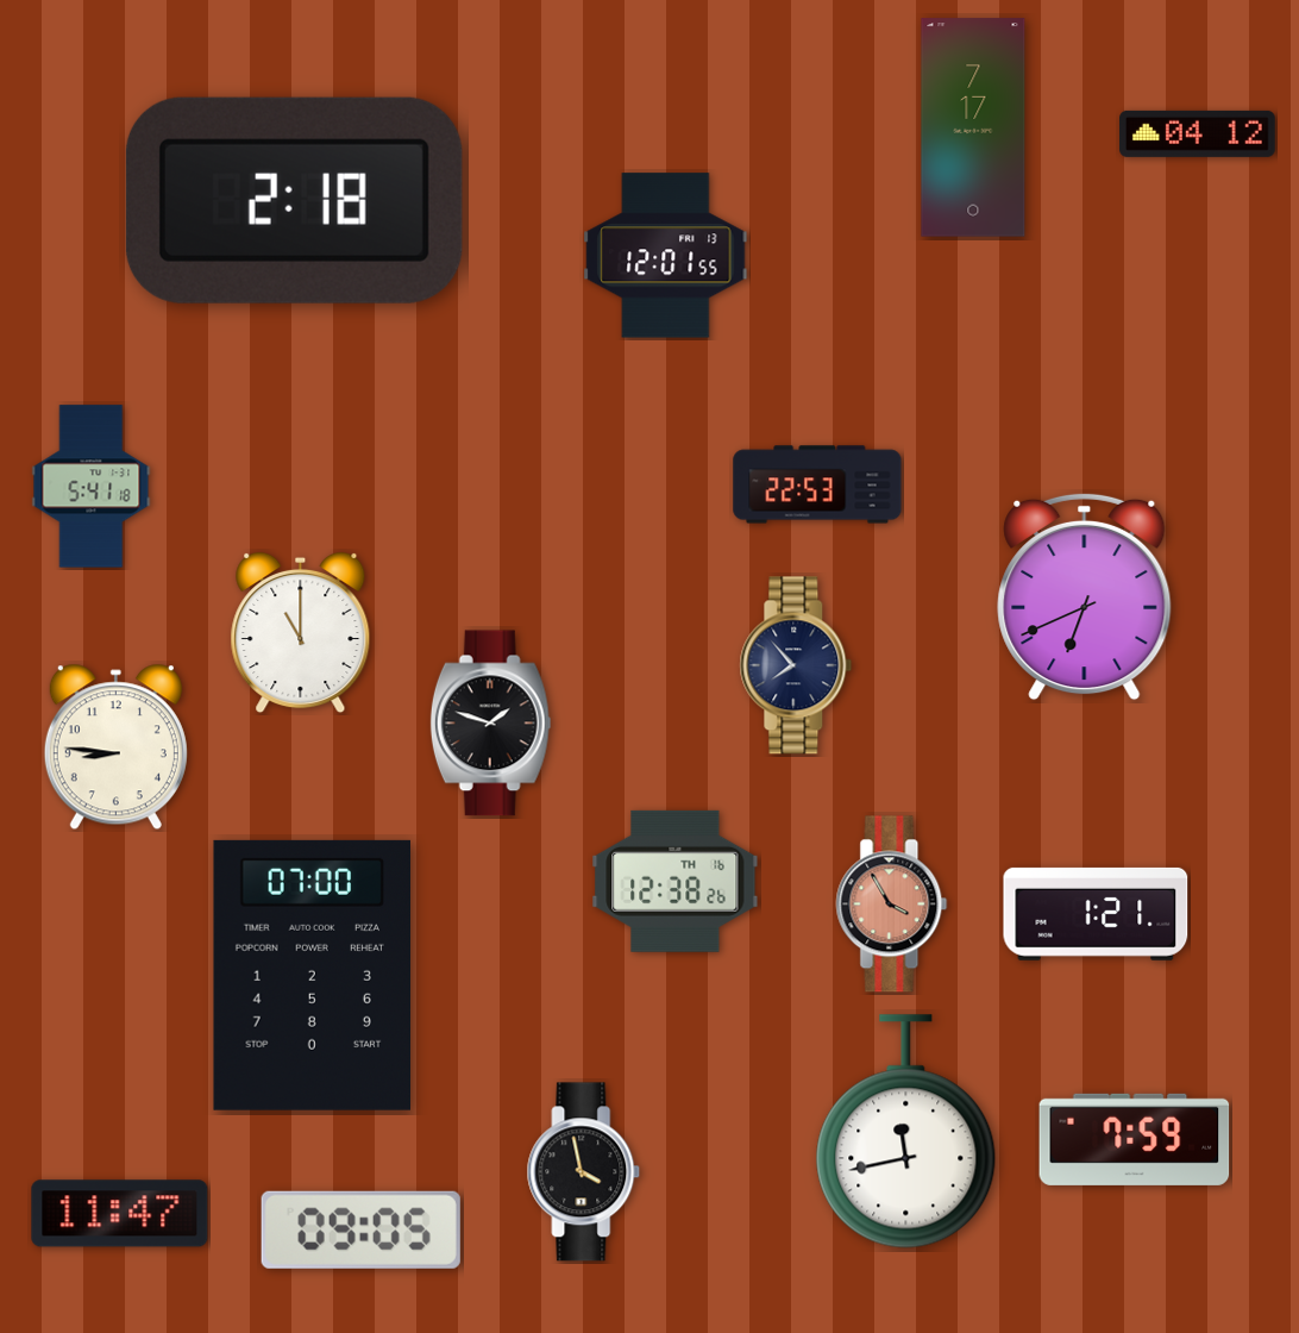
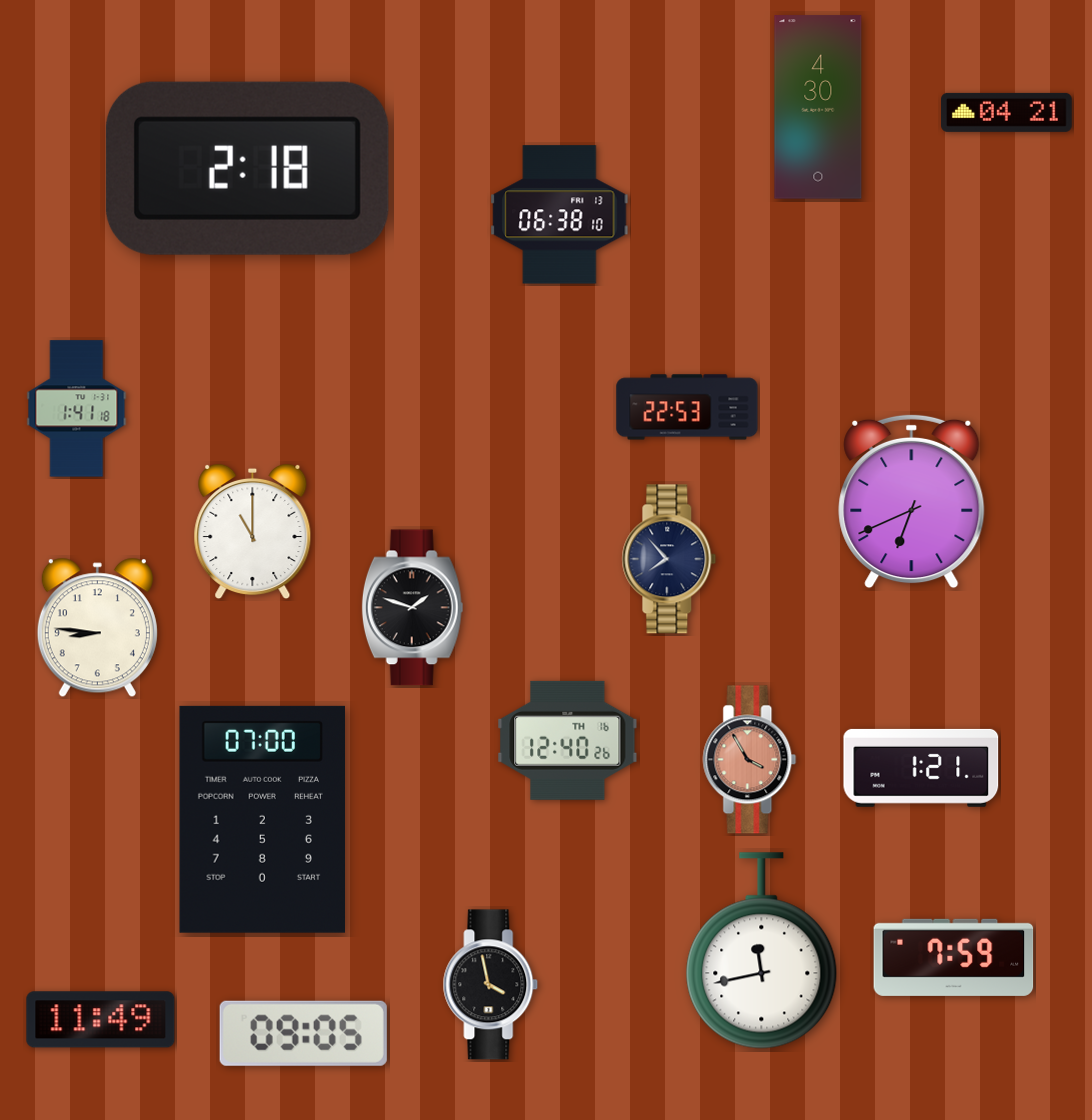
clock at (973, 127): 7:17 -> 4:30
clock at (1198, 133): 04:12 -> 04:21
clock at (666, 256): 12:01 -> 06:38
clock at (92, 487): 5:41 -> 1:41
clock at (676, 881): 12:38 -> 12:40
clock at (120, 1214): 11:47 -> 11:49
